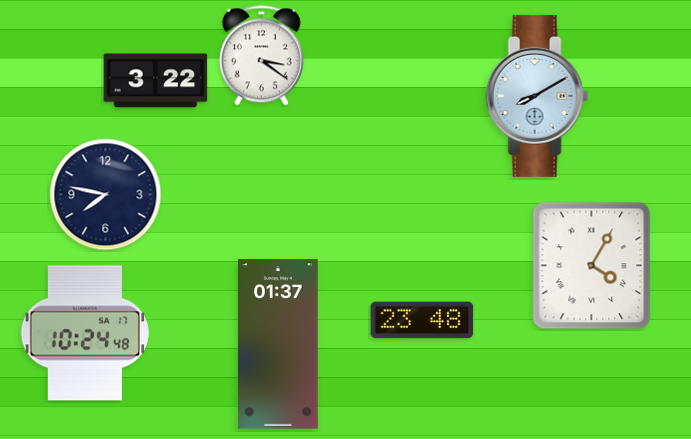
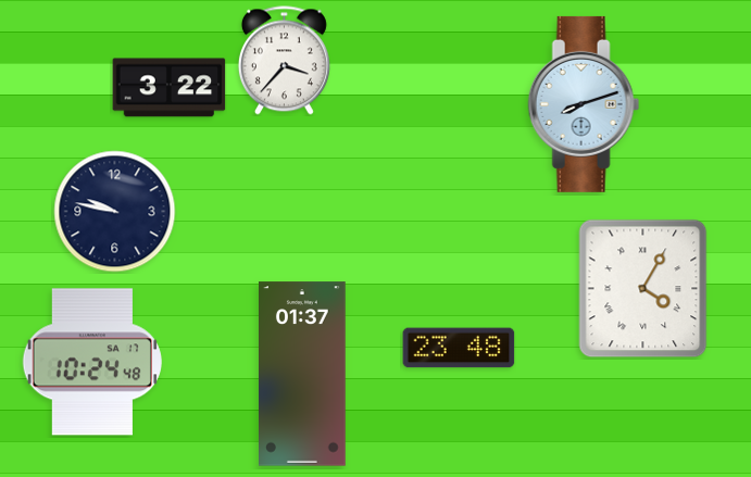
clock at (261, 56): 3:21 -> 3:37
clock at (537, 96): 8:10 -> 8:12
clock at (106, 195): 7:47 -> 9:47
